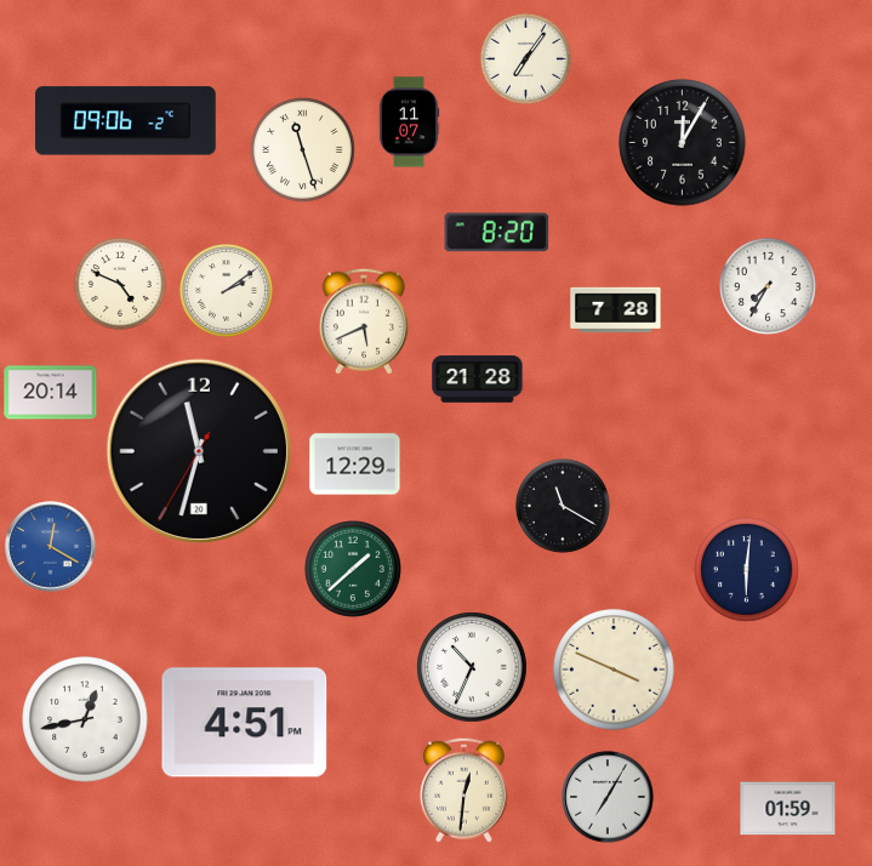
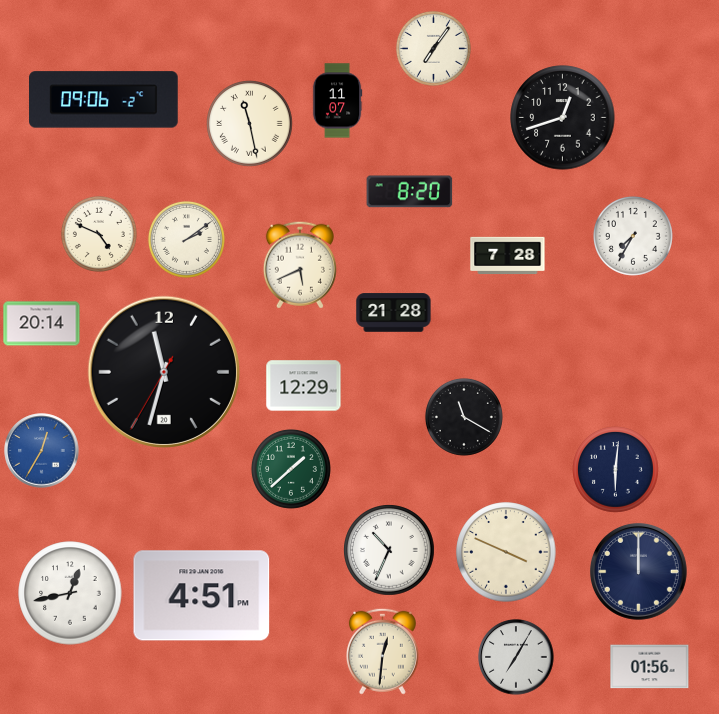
clock at (683, 143): 12:05 -> 12:42
clock at (303, 150): 11:27 -> 11:28
clock at (355, 465) position: (355, 465) -> (304, 386)
clock at (51, 547): 12:20 -> 12:35
clock at (638, 571): none -> 12:00
clock at (608, 797) position: (608, 797) -> (516, 657)
clock at (788, 809): 01:59 -> 01:56
